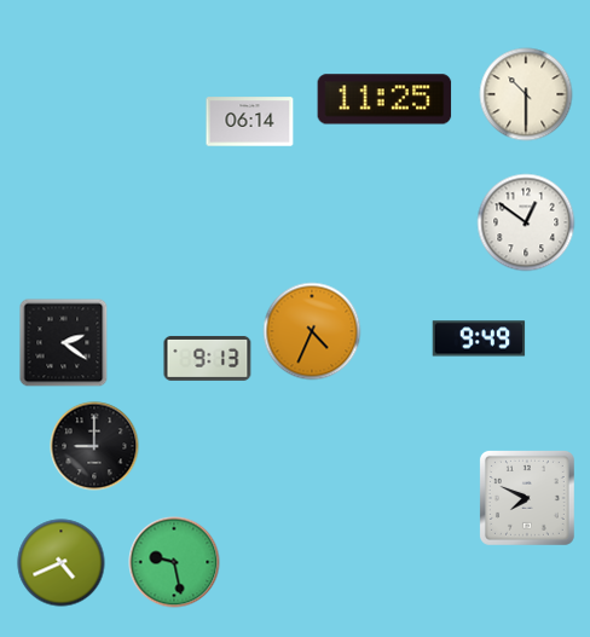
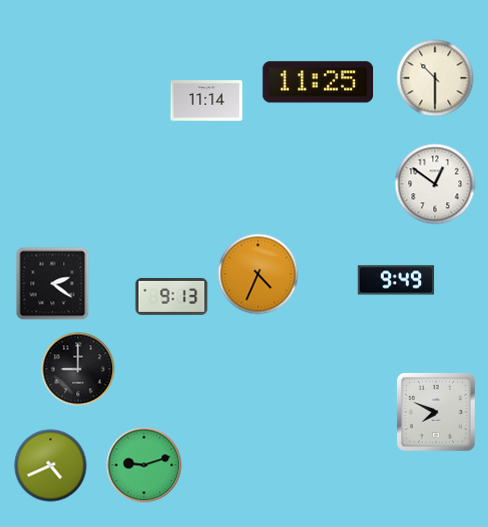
clock at (250, 122): 06:14 -> 11:14
clock at (174, 562): 9:28 -> 9:12
